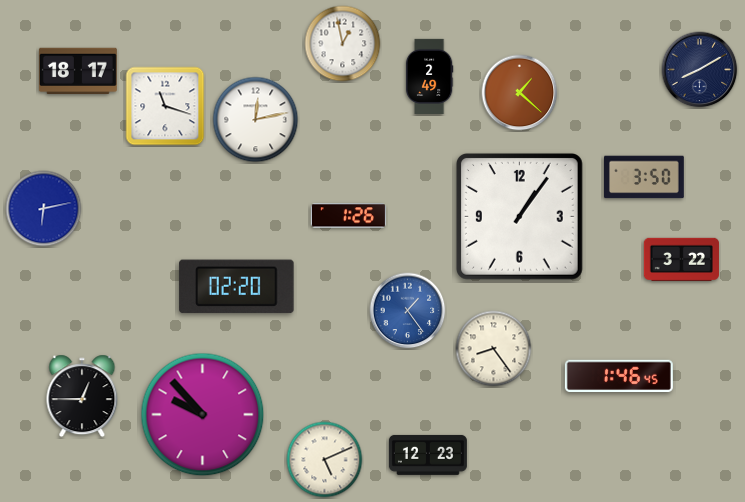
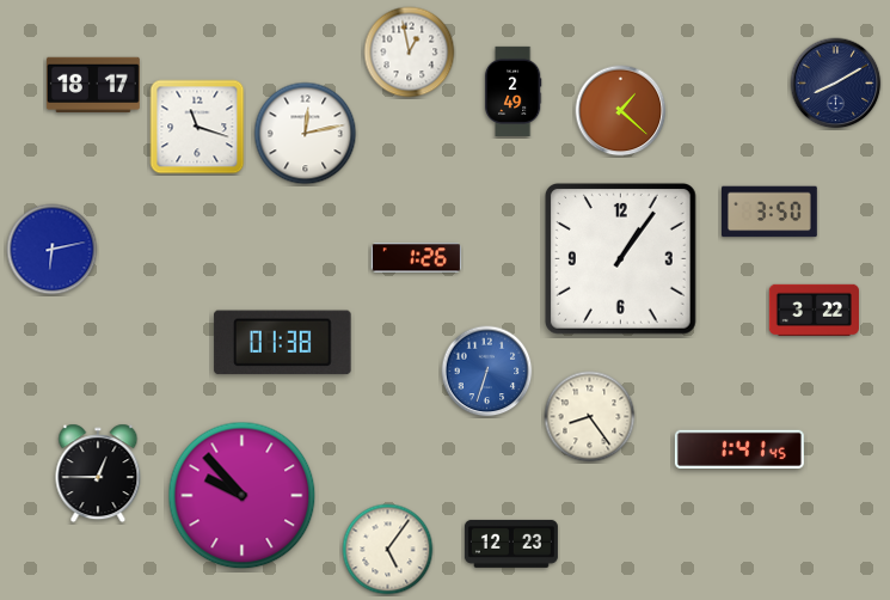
clock at (256, 120) position: (256, 120) -> (306, 134)
clock at (237, 287): 02:20 -> 01:38
clock at (408, 311): 1:24 -> 6:33
clock at (619, 375): 1:46 -> 1:41
clock at (325, 460): 5:11 -> 5:06
